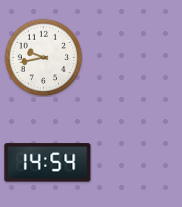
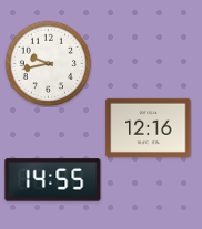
clock at (149, 127): none -> 12:16
clock at (48, 163): 14:54 -> 14:55
